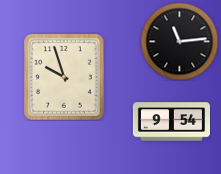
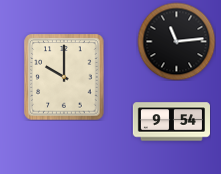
clock at (179, 41) position: (179, 41) -> (176, 41)
clock at (64, 77): 9:57 -> 10:00
